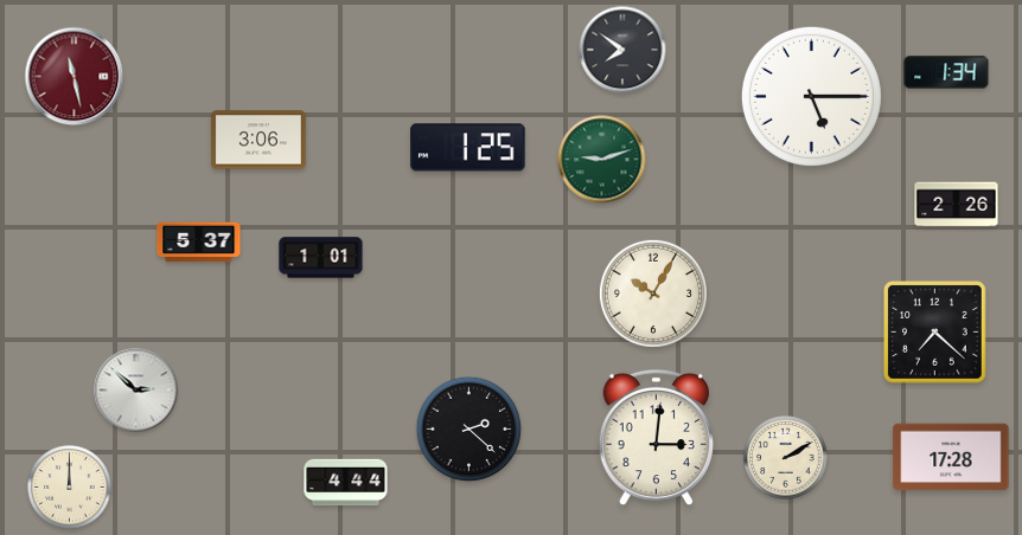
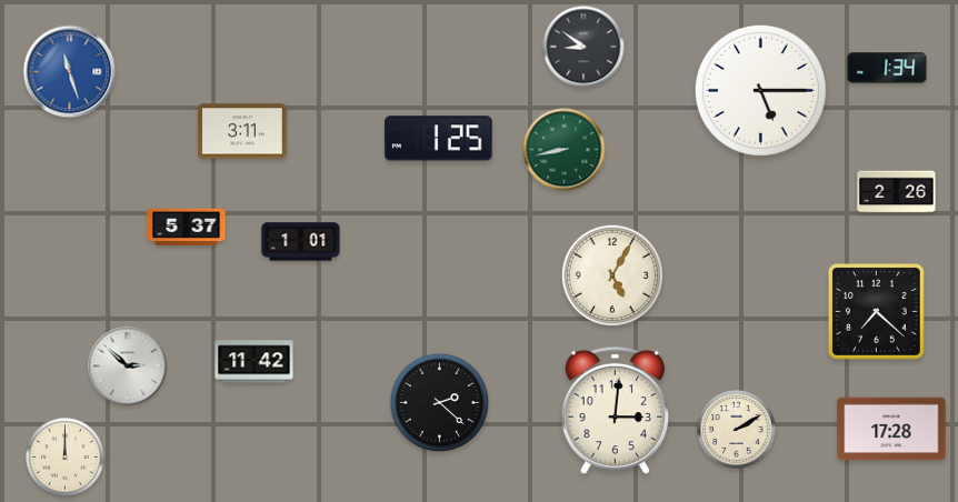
clock at (622, 50): 7:51 -> 8:51
clock at (75, 77): 11:28 -> 11:27
clock at (75, 77) dial: burgundy -> blue
clock at (258, 140): 3:06 -> 3:11
clock at (602, 160): 9:12 -> 8:43
clock at (653, 294): 10:05 -> 5:05
clock at (255, 362): none -> 11:42
clock at (346, 483): 4:44 -> none
